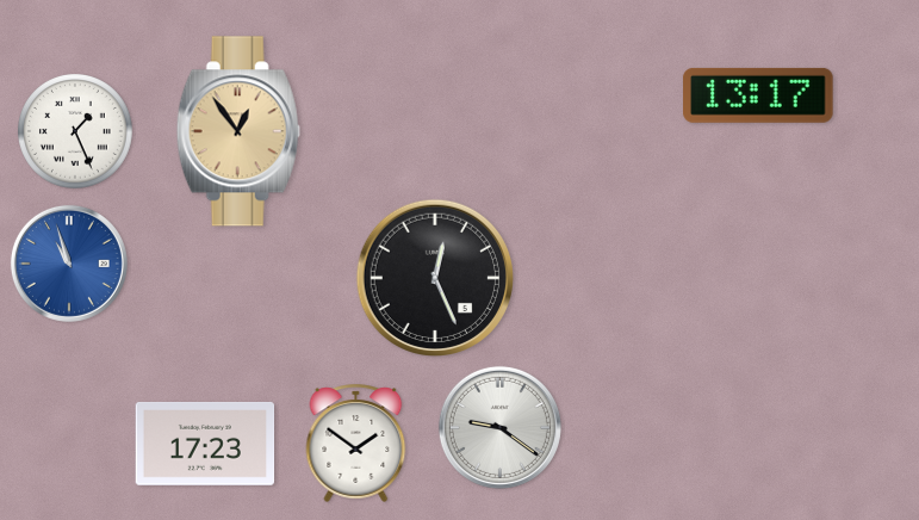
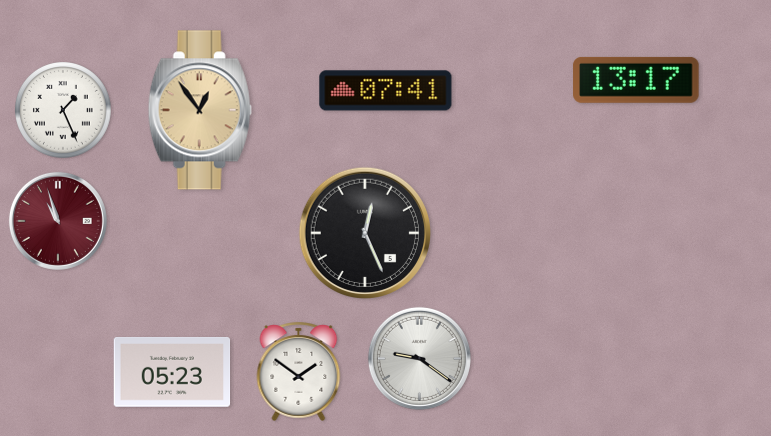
clock at (386, 91): none -> 07:41
clock at (69, 264) dial: blue -> burgundy
clock at (205, 444): 17:23 -> 05:23
